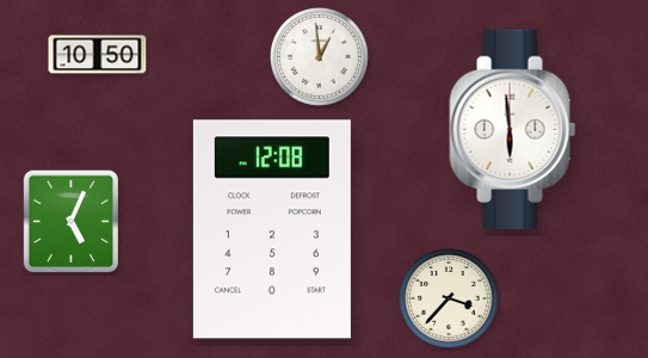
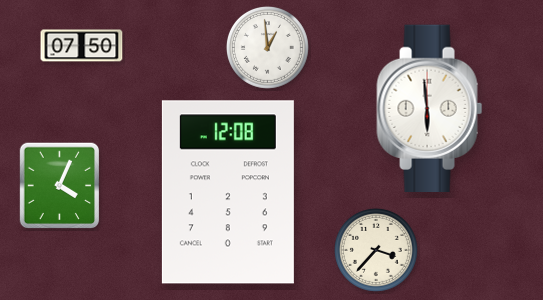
clock at (98, 55): 10:50 -> 07:50
clock at (72, 222): 5:04 -> 4:04
